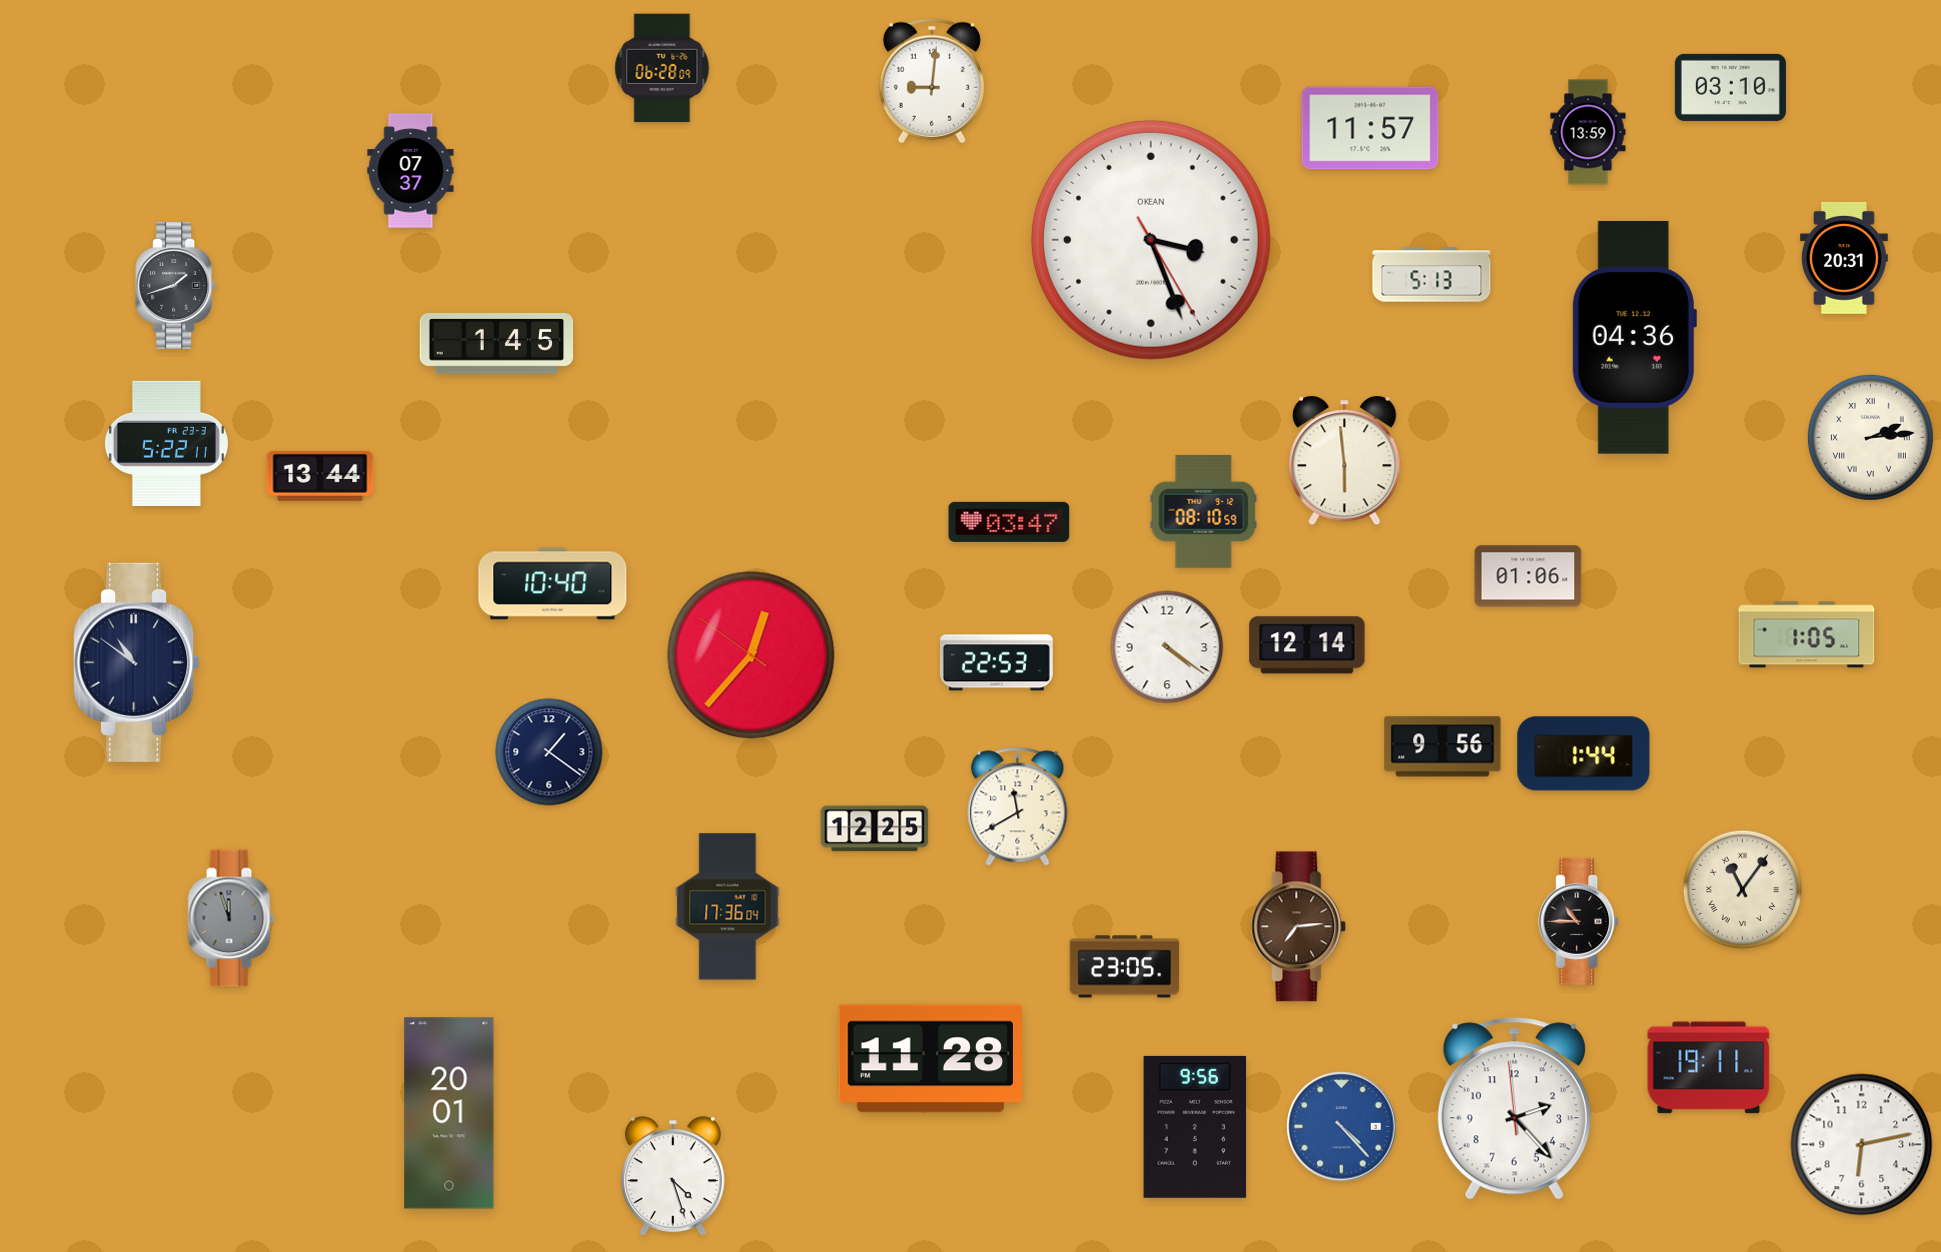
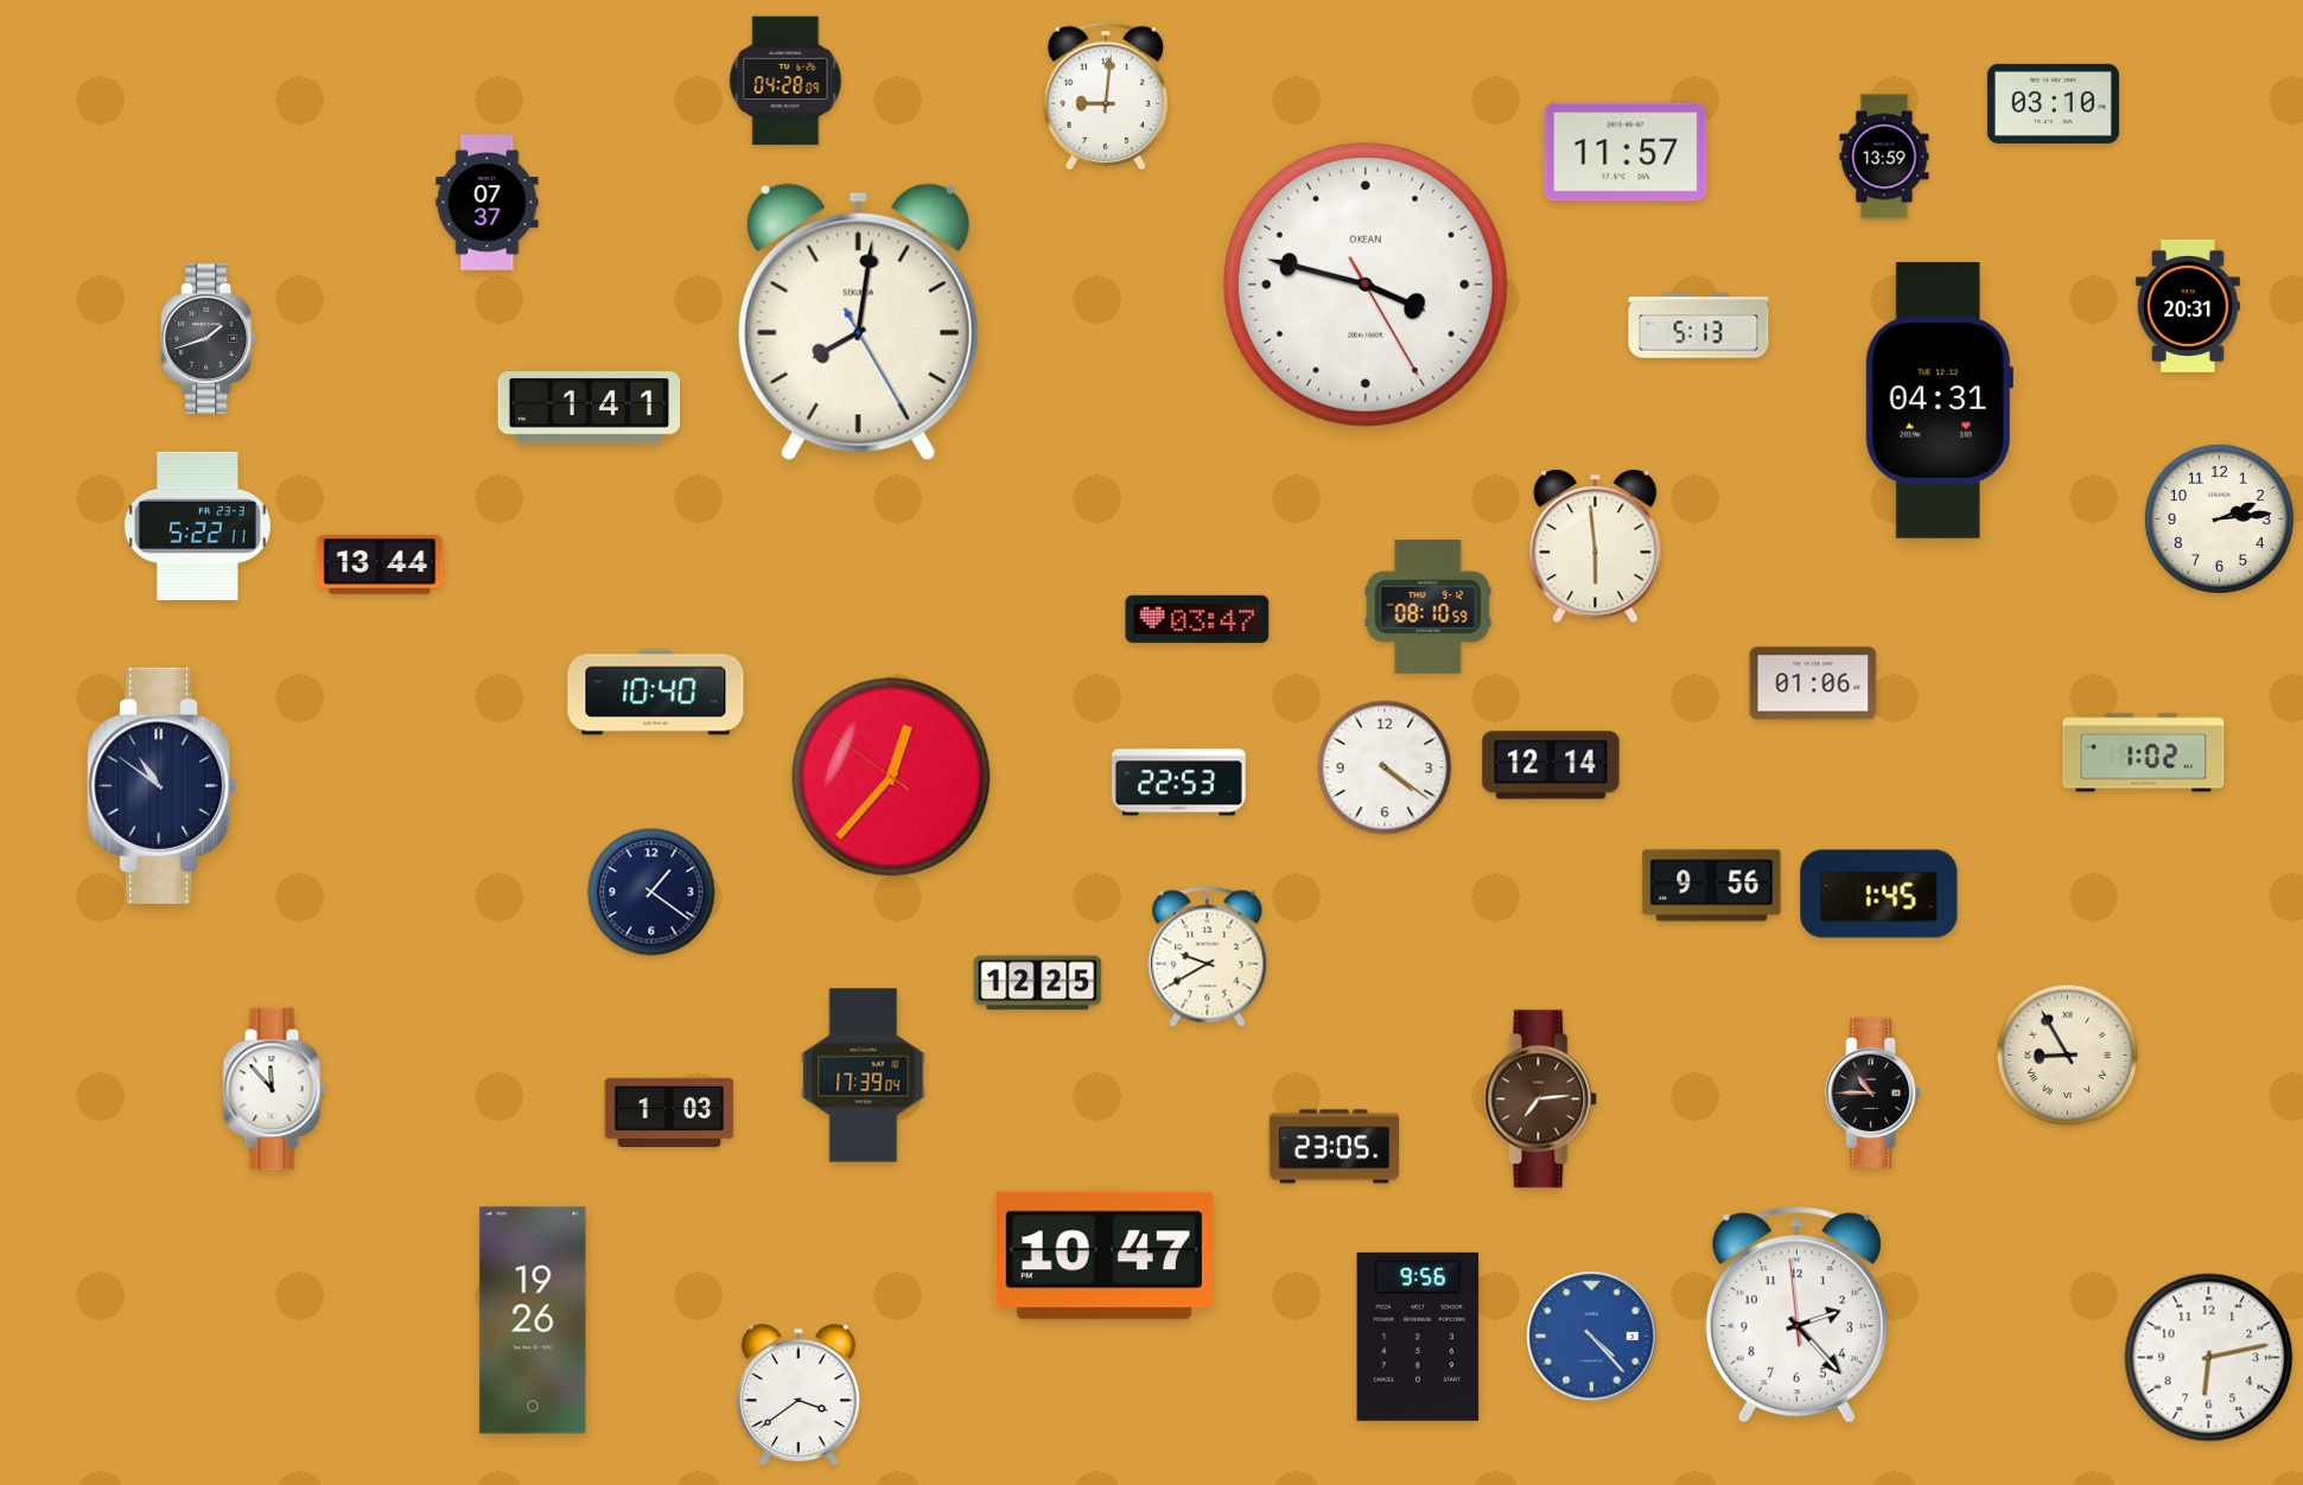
clock at (662, 68): 06:28 -> 04:28
clock at (1151, 240): 3:26 -> 3:47
clock at (858, 323): none -> 8:01
clock at (1634, 337): 04:36 -> 04:31
clock at (497, 344): 1:45 -> 1:41
clock at (1870, 437) numerals: Roman -> Arabic
clock at (1807, 635): 1:05 -> 1:02
clock at (997, 663) position: (997, 663) -> (1179, 783)
clock at (1584, 754): 1:44 -> 1:45
clock at (1018, 807): 11:40 -> 9:40
clock at (1743, 890): 11:06 -> 8:55
clock at (728, 907): 17:36 -> 17:39
clock at (231, 918): 11:57 -> 11:53
clock at (231, 918) dial: grey -> white
clock at (669, 1111): none -> 1:03
clock at (930, 1059): 11:28 -> 10:47
clock at (1709, 1068): 19:11 -> none
clock at (449, 1113): 20:01 -> 19:26
clock at (673, 1177): 4:27 -> 3:39
